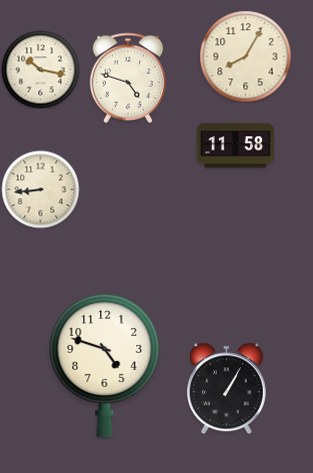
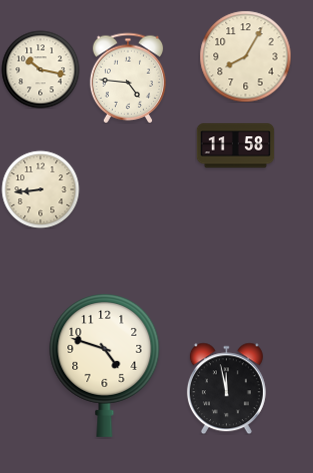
clock at (128, 78): 4:48 -> 4:46
clock at (226, 388): 1:05 -> 11:58
